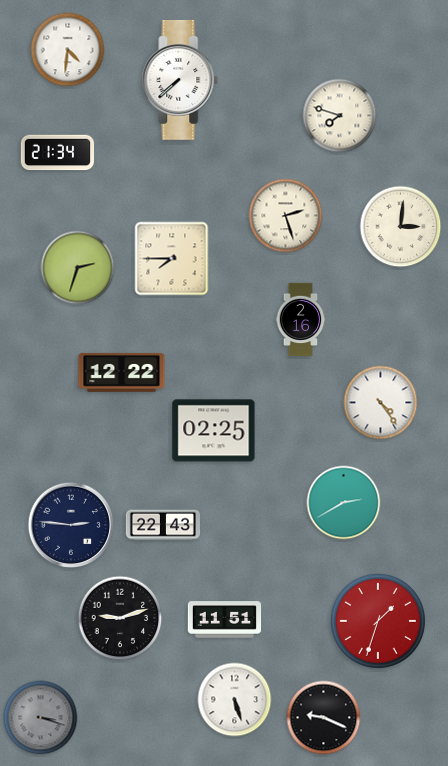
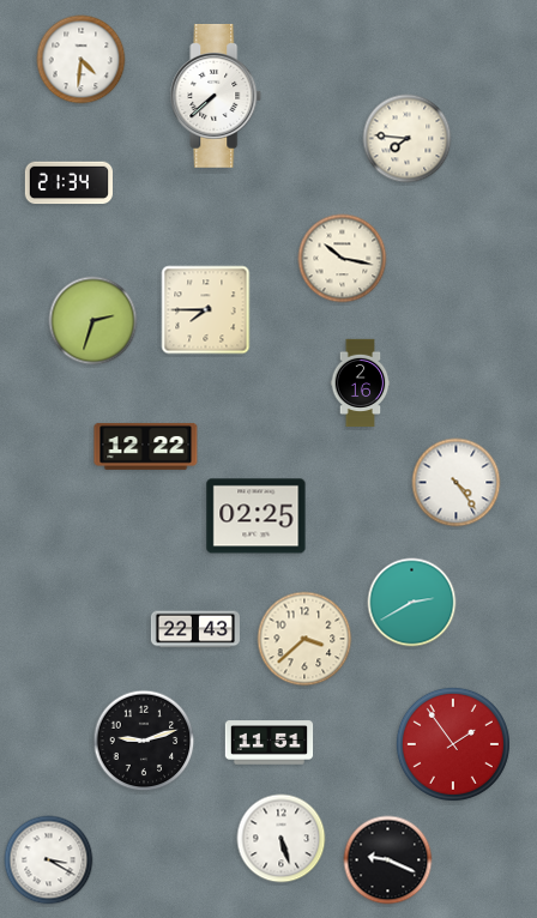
clock at (340, 116): 7:48 -> 7:46
clock at (286, 216): 2:27 -> 10:17
clock at (401, 227): 3:01 -> none
clock at (71, 525): 2:46 -> none
clock at (304, 639): none -> 3:38
clock at (378, 621): 1:33 -> 1:54
clock at (41, 718): 3:18 -> 3:20
clock at (41, 718) dial: grey -> white
